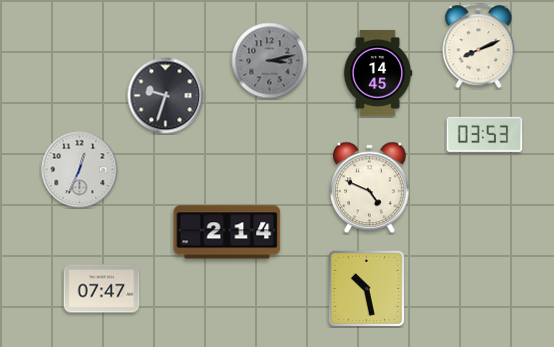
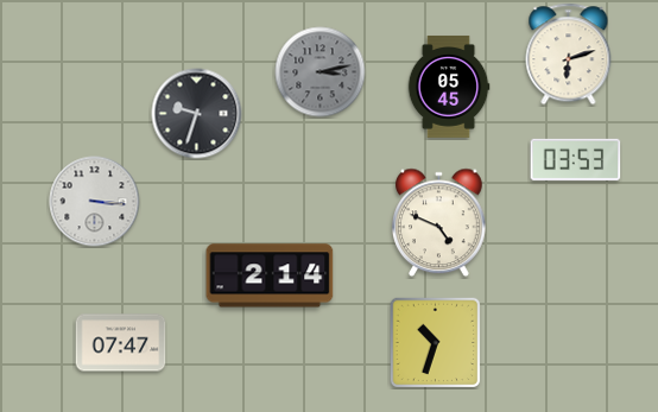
clock at (479, 46): 8:11 -> 6:12
clock at (378, 73): 14:45 -> 05:45
clock at (80, 170): 12:34 -> 3:16
clock at (366, 288): 10:28 -> 10:33
